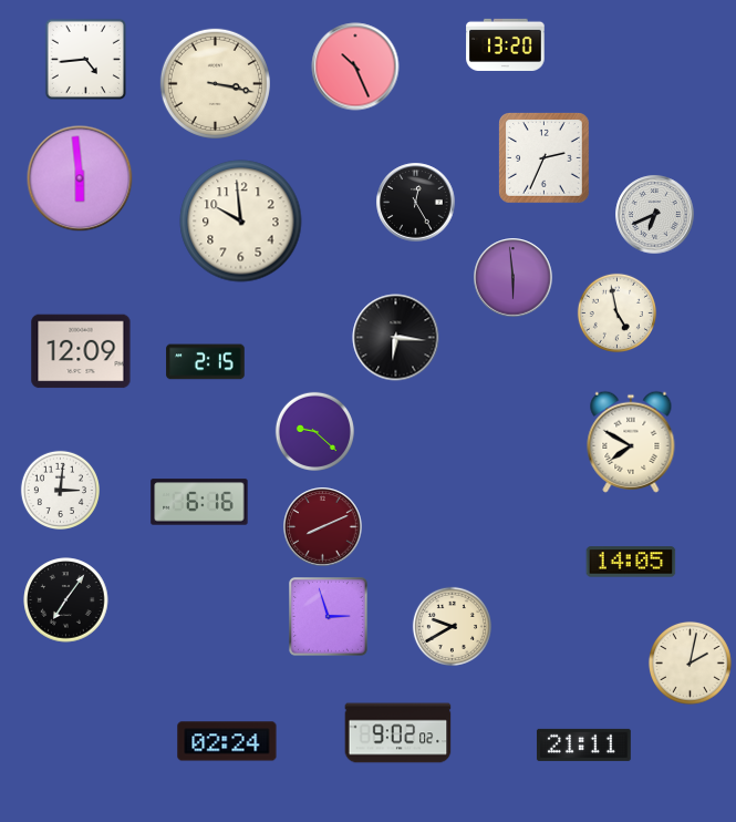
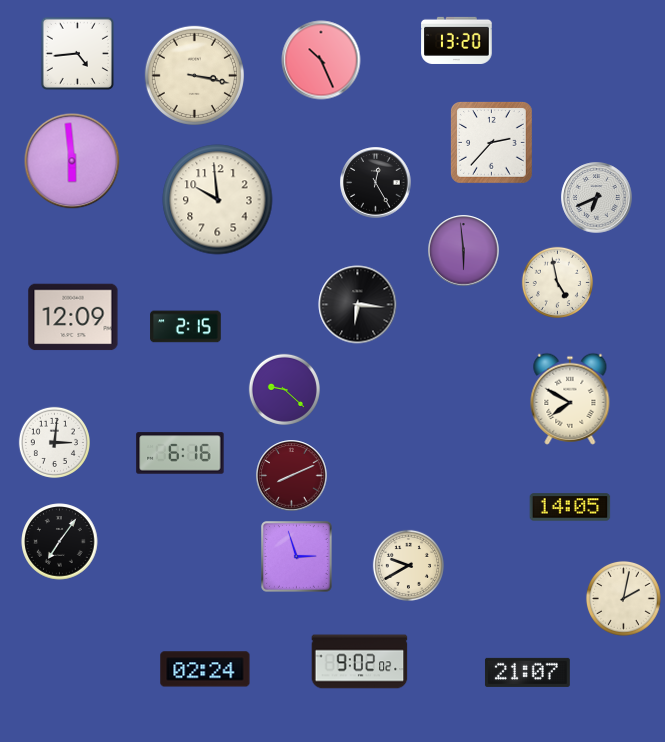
clock at (545, 158): 2:34 -> 2:37
clock at (655, 215) position: (655, 215) -> (597, 198)
clock at (583, 744): 21:11 -> 21:07
